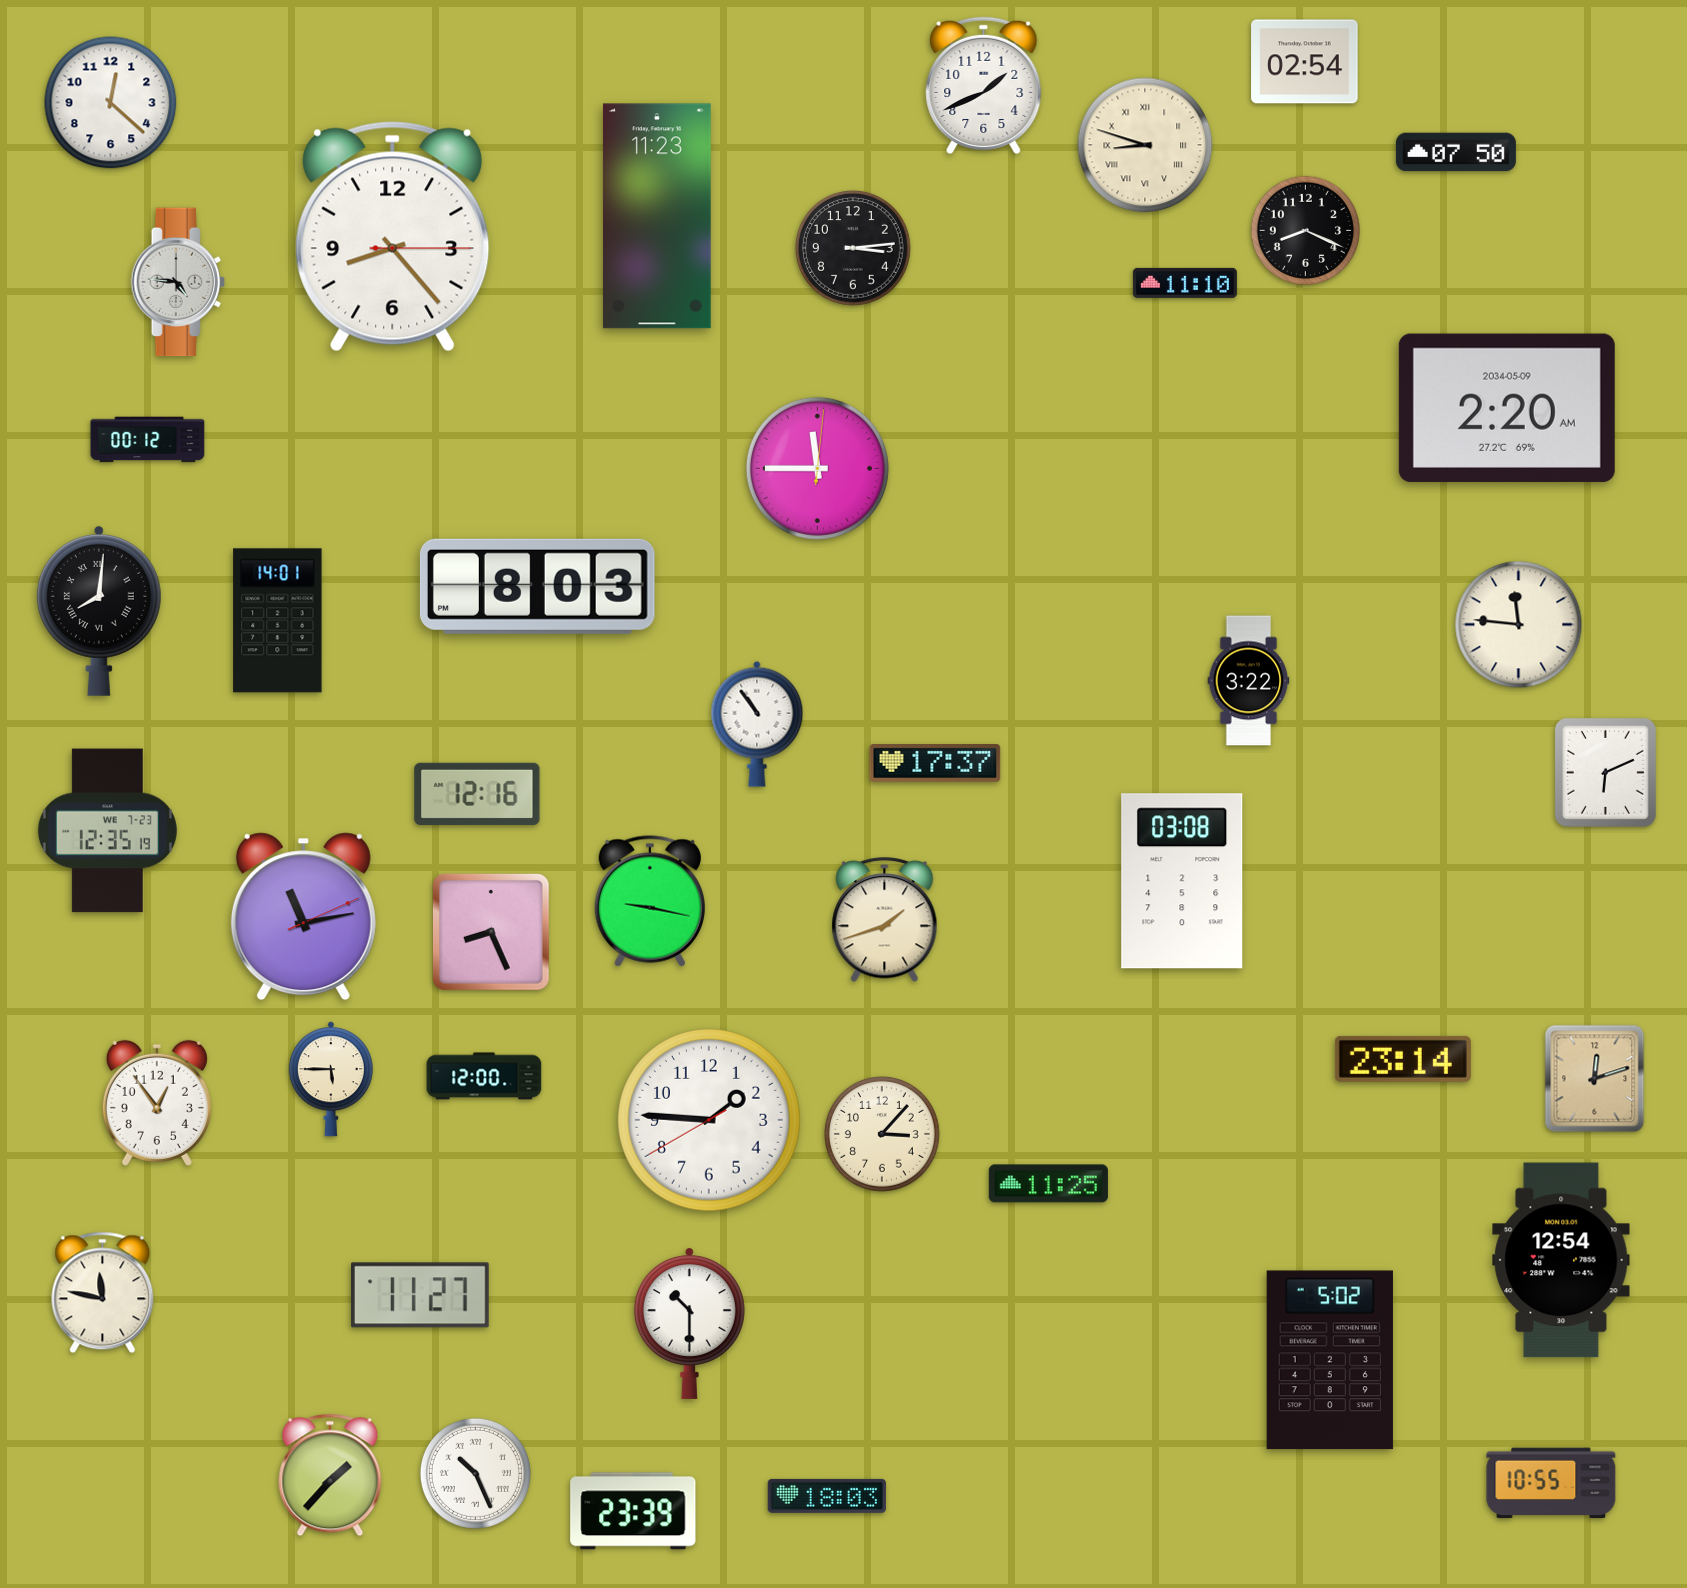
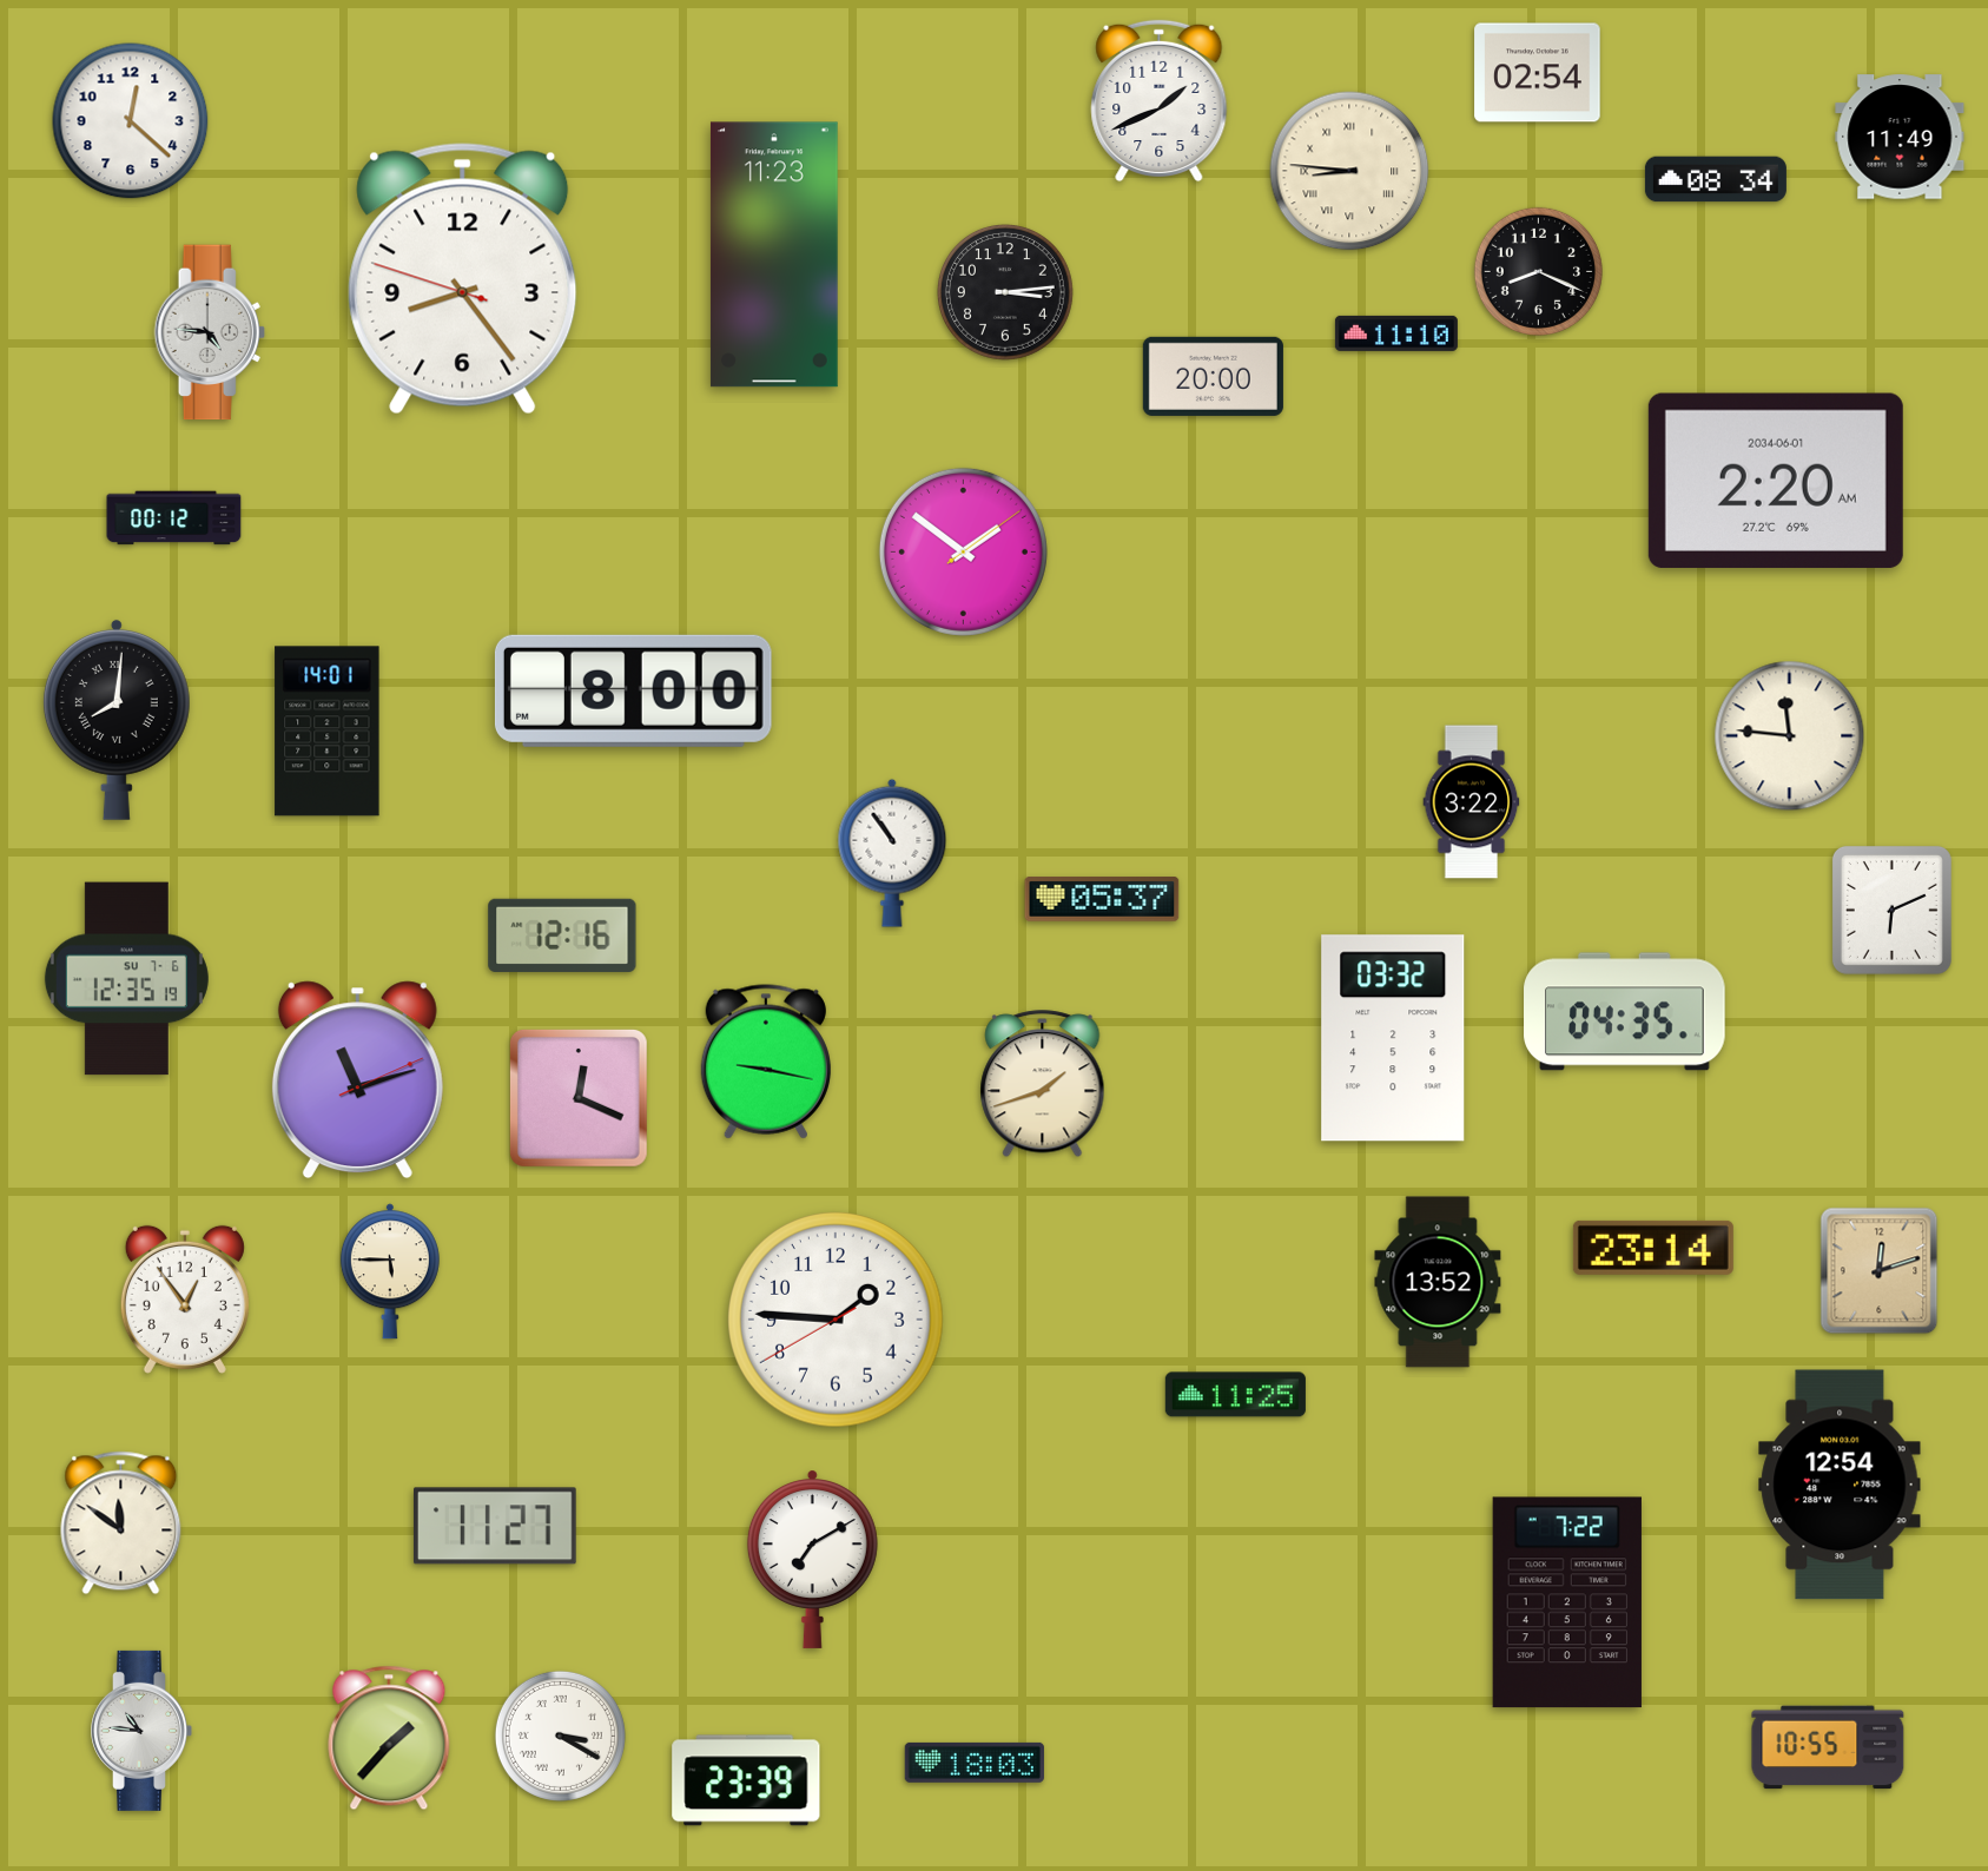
clock at (1900, 137): none -> 11:49
clock at (1145, 145): 8:48 -> 8:46
clock at (1456, 152): 07:50 -> 08:34
clock at (393, 237): 8:23:15 -> 8:23:48
clock at (1213, 376): none -> 20:00
clock at (1507, 408) date: 2034-05-09 -> 2034-06-01
clock at (817, 468): 11:45 -> 1:51
clock at (537, 586): 8:03 -> 8:00
clock at (935, 763): 17:37 -> 05:37
clock at (107, 831) date: WE 7-23 -> SU 7-6
clock at (1625, 1012): none -> 04:35
clock at (1182, 881): 03:08 -> 03:32
clock at (303, 917): 11:13 -> 11:12
clock at (491, 932): 8:26 -> 12:19
clock at (484, 1076): 12:00 -> none
clock at (1438, 1282): none -> 13:52
clock at (883, 1135): 3:07 -> none
clock at (103, 1293): 11:47 -> 11:51
clock at (689, 1323): 10:30 -> 7:10
clock at (1330, 1360): 5:02 -> 7:22
clock at (141, 1731): none -> 10:46
clock at (475, 1473): 10:26 -> 3:20
